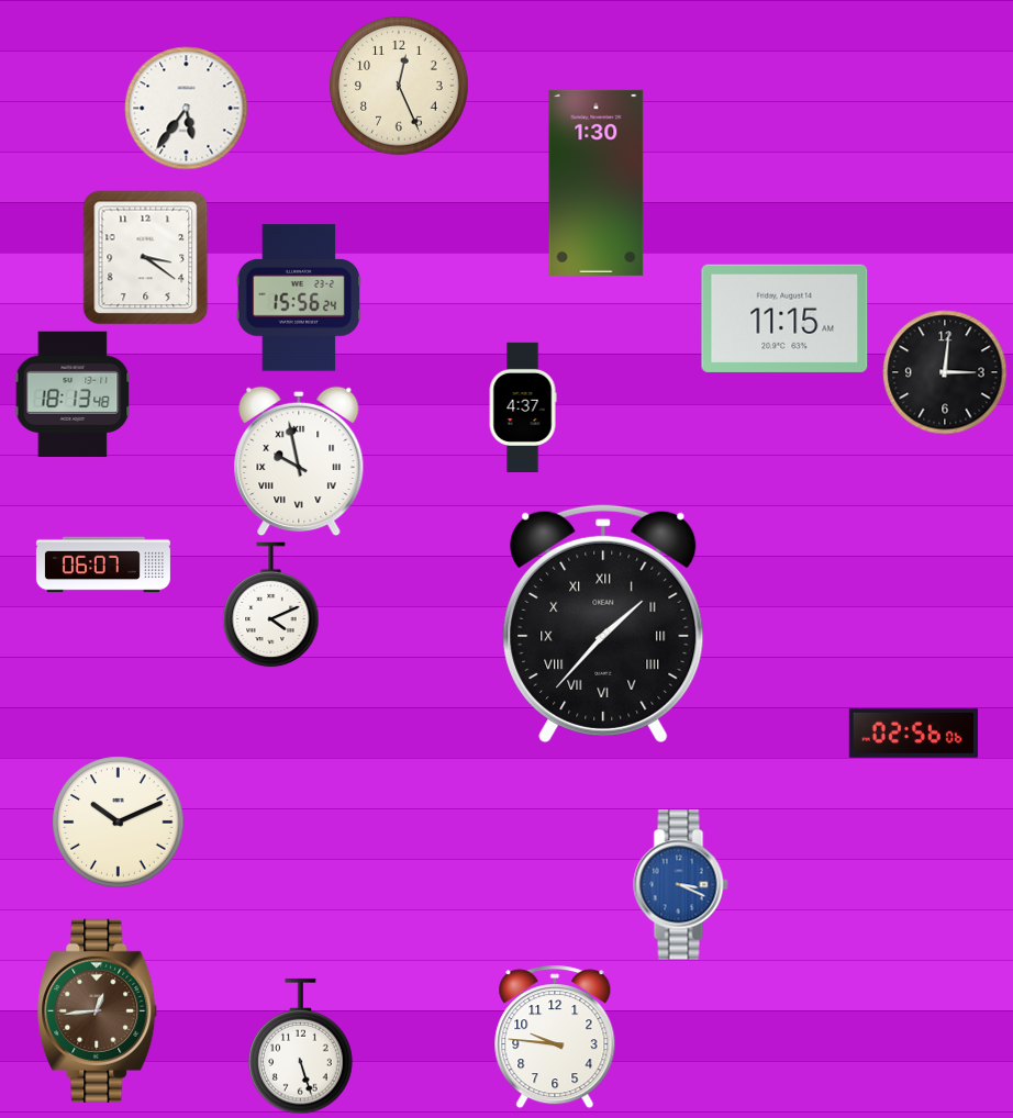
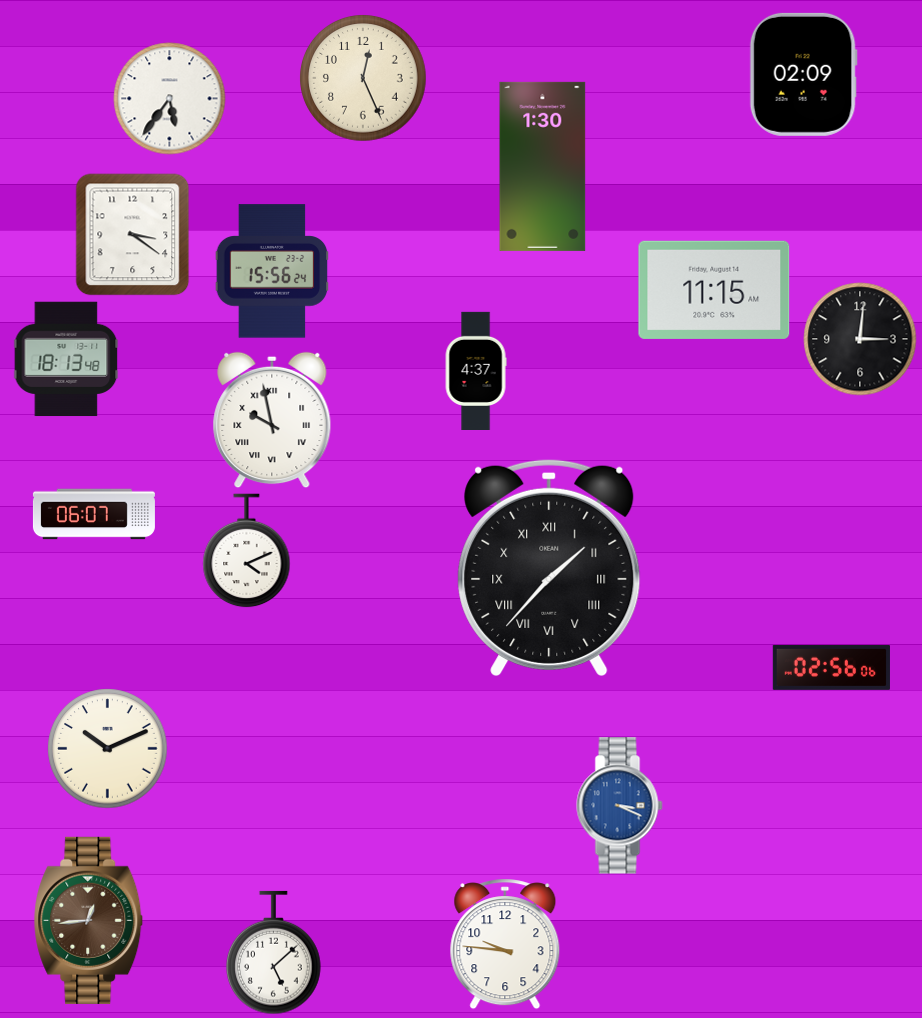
clock at (803, 74): none -> 02:09
clock at (301, 1047): 5:27 -> 5:08
